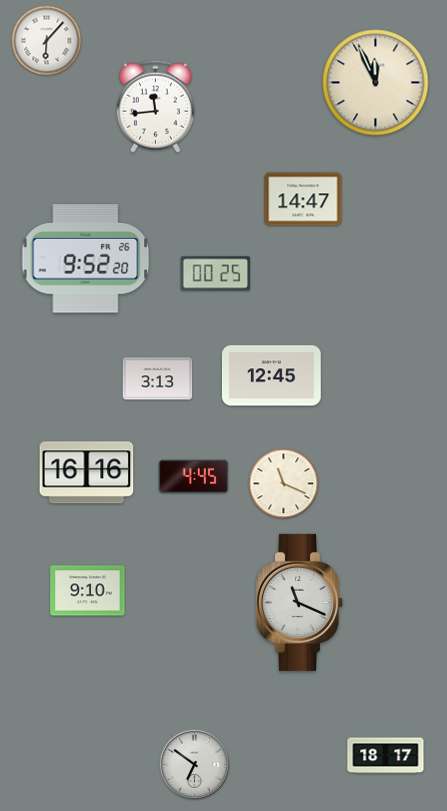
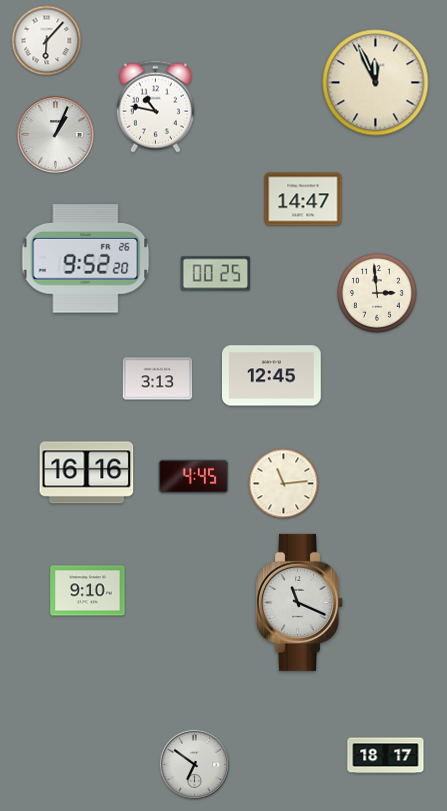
clock at (155, 106): 11:44 -> 10:47
clock at (56, 135): none -> 1:04
clock at (377, 293): none -> 2:59
clock at (284, 484): 11:19 -> 11:14
